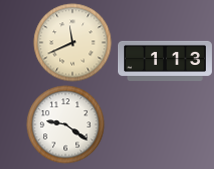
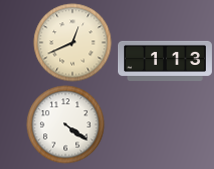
clock at (72, 42): 11:41 -> 12:41
clock at (65, 124): 9:21 -> 4:21
